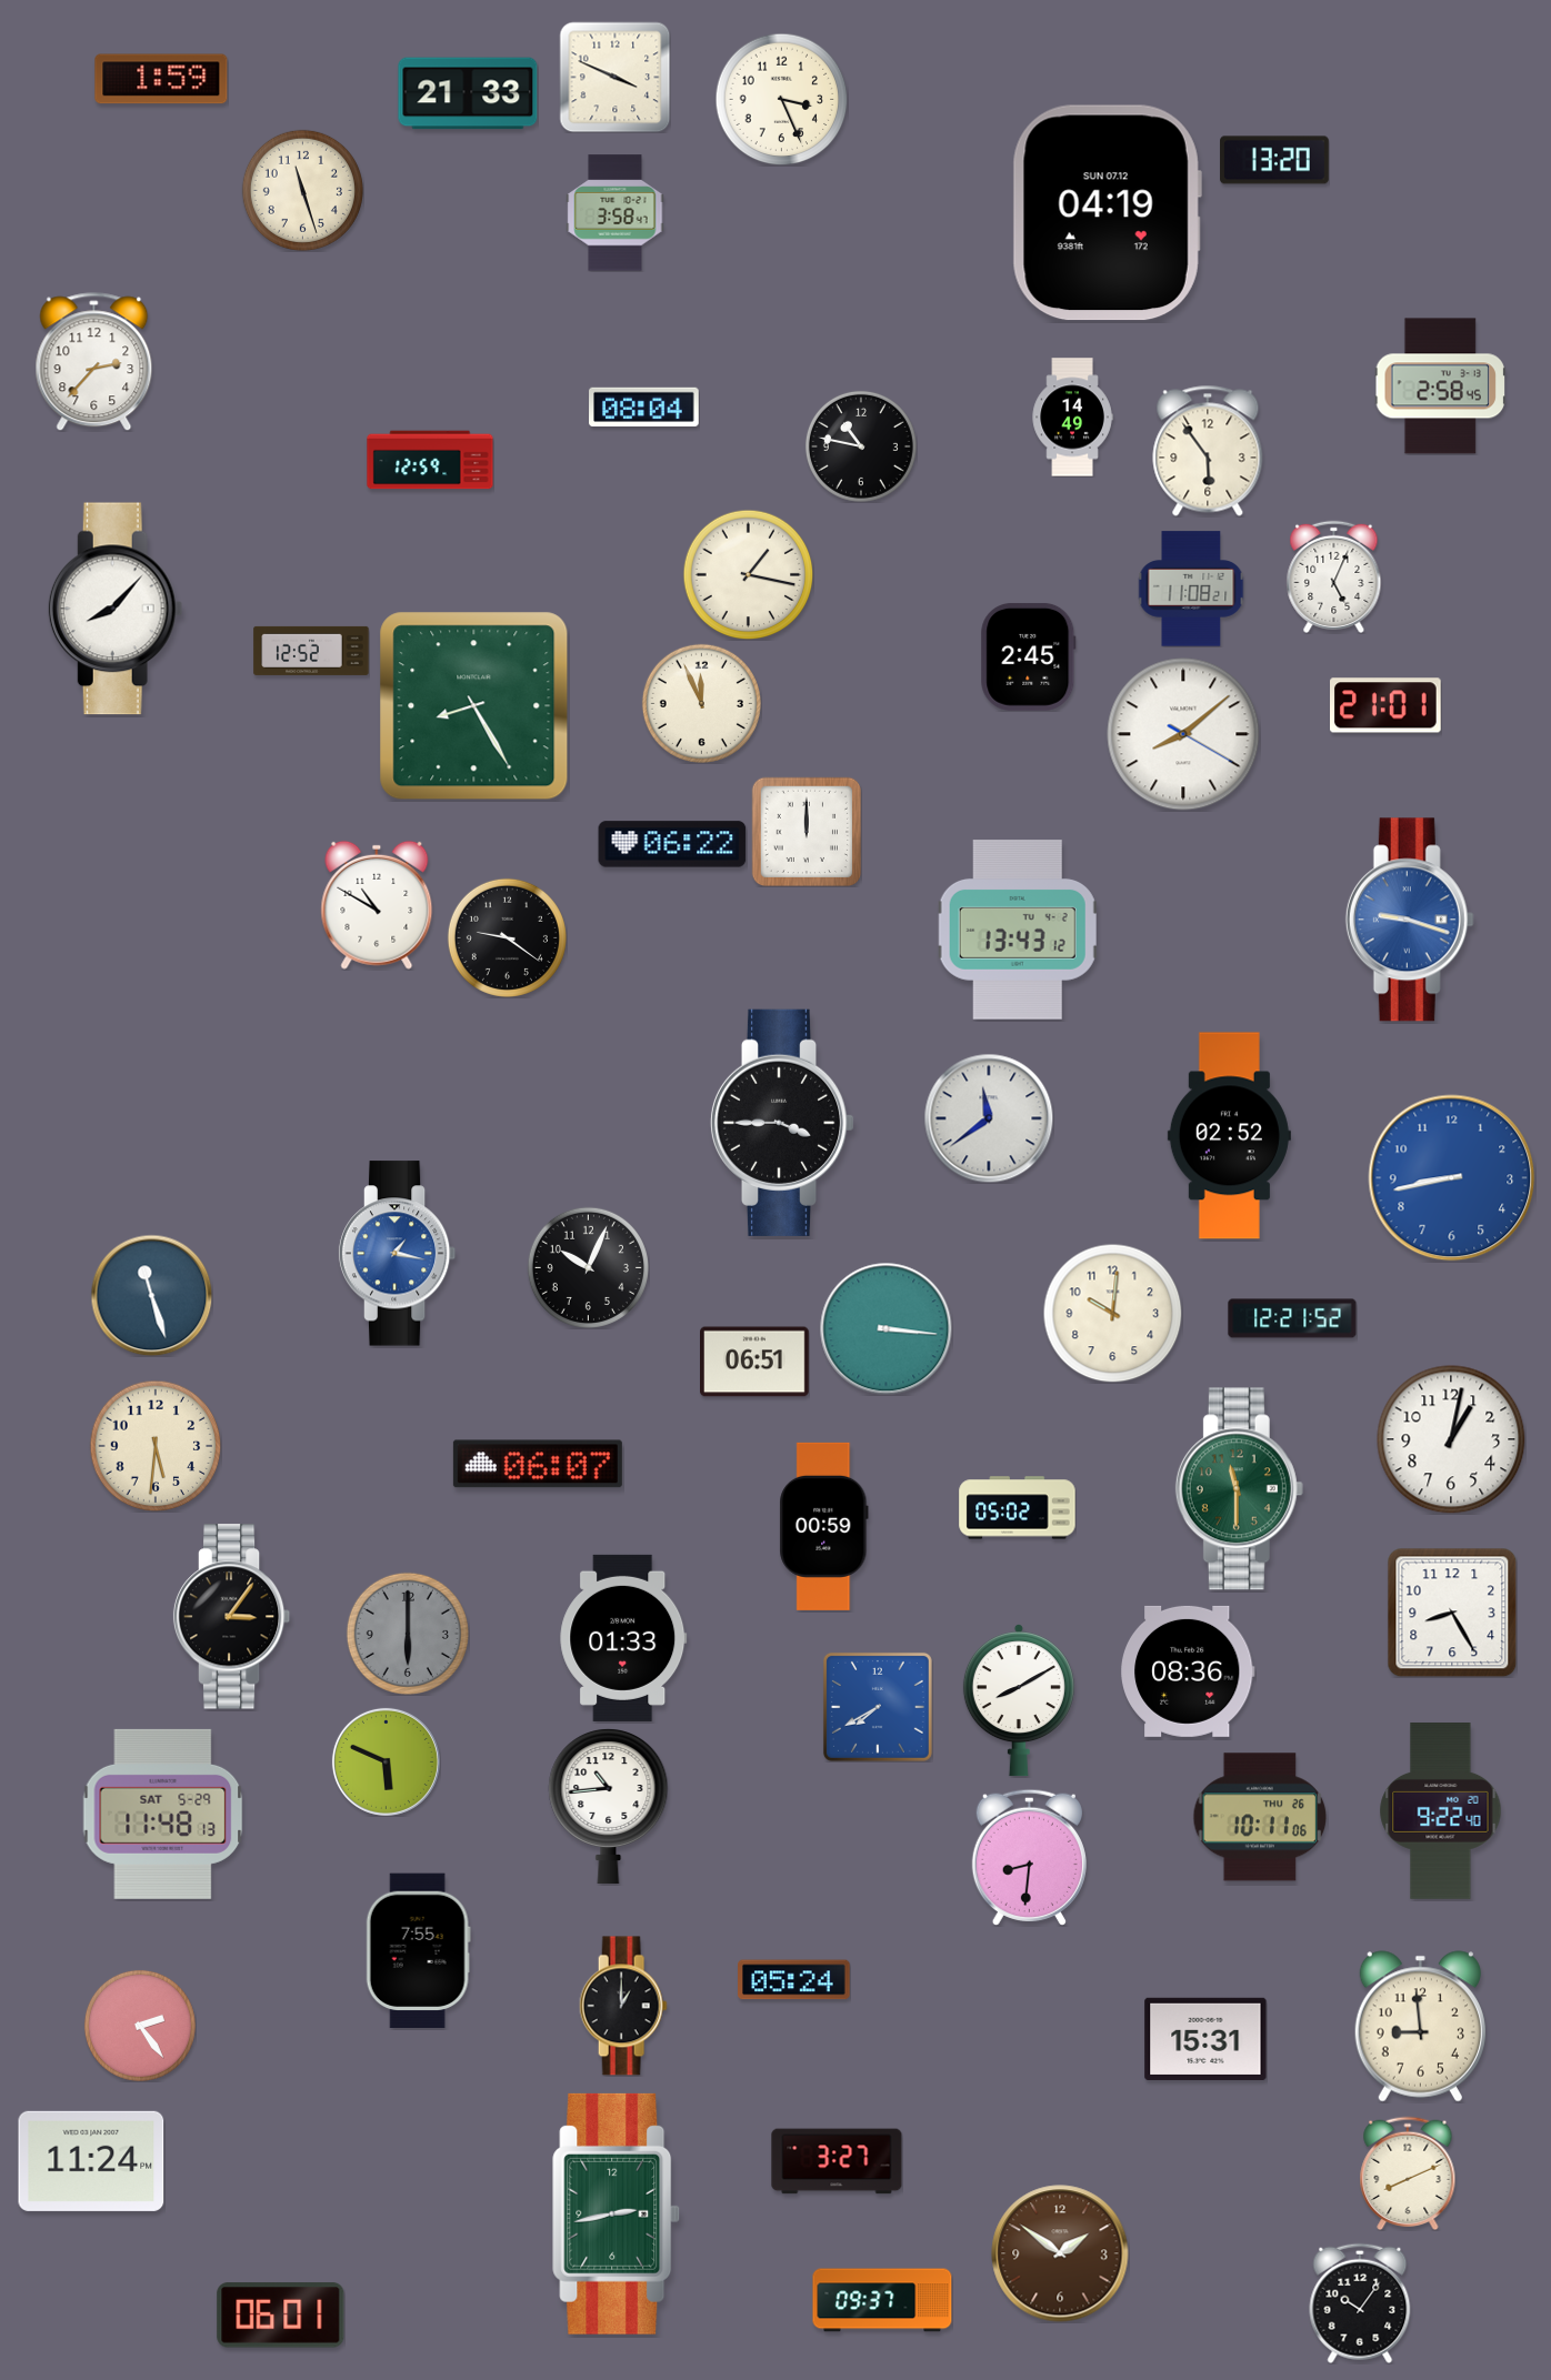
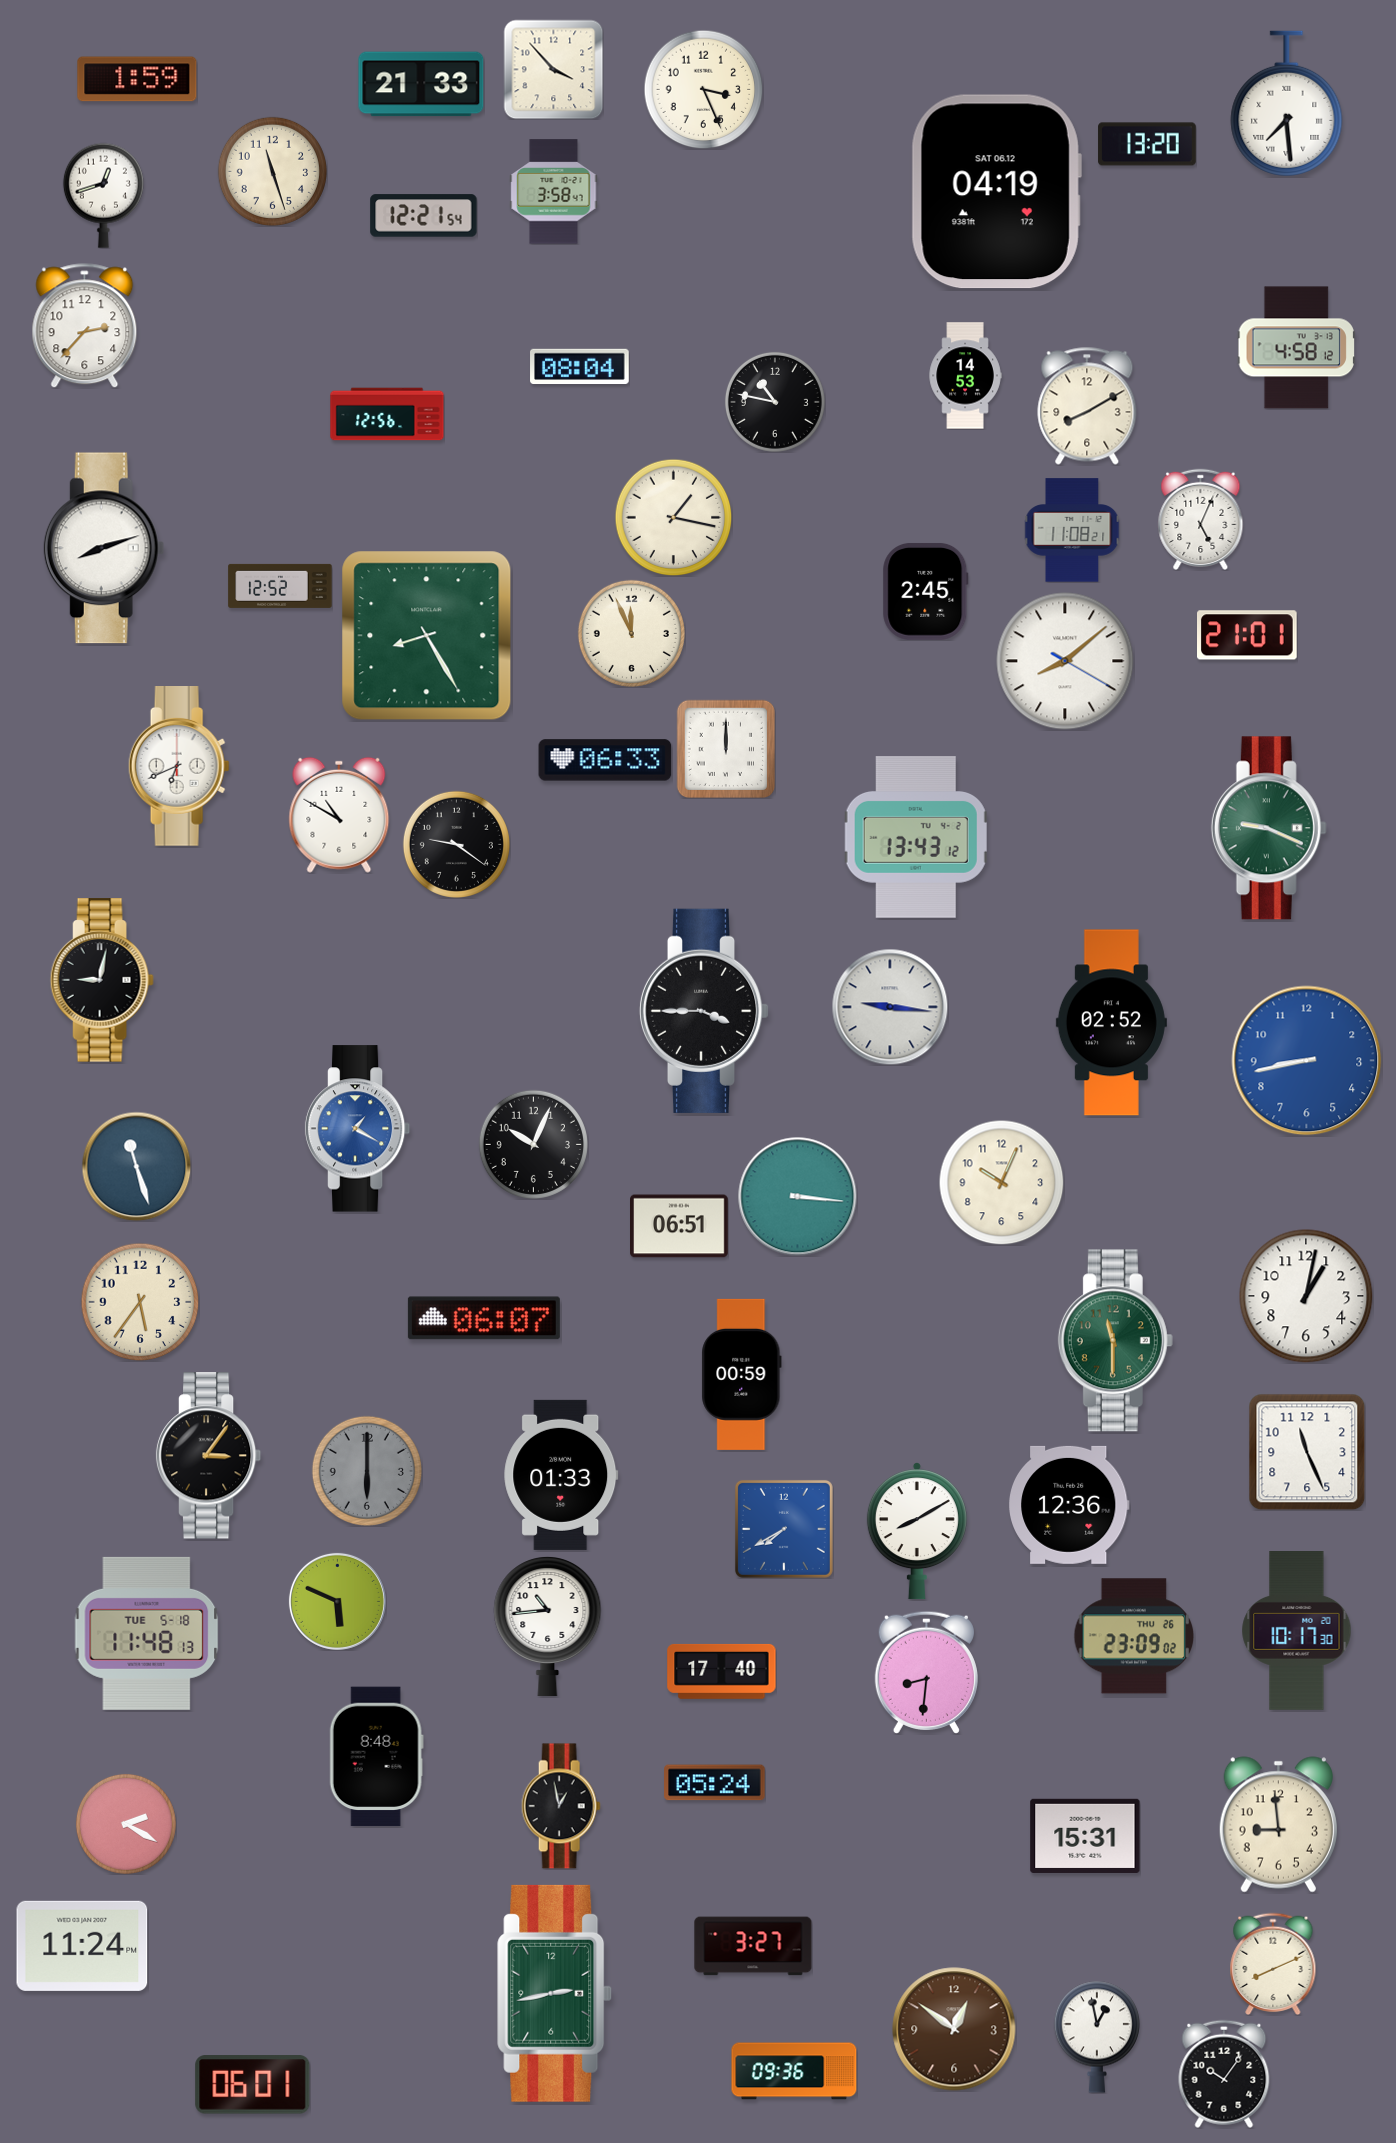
clock at (614, 77): 3:49 -> 3:53
clock at (161, 79) position: (161, 79) -> (137, 79)
clock at (1287, 103): none -> 7:29
clock at (1107, 213) date: SUN 07.12 -> SAT 06.12
clock at (103, 195): none -> 12:42
clock at (424, 216): none -> 12:21
clock at (1440, 386): 2:58 -> 4:58
clock at (1072, 418): 14:49 -> 14:53
clock at (1208, 451): 5:54 -> 8:10
clock at (430, 460): 12:59 -> 12:56
clock at (116, 609): 8:07 -> 8:12
clock at (672, 844): 06:22 -> 06:33
clock at (179, 767): none -> 6:41
clock at (1410, 920): 9:18 -> 9:19
clock at (1410, 920) dial: blue -> green
clock at (102, 980): none -> 9:02
clock at (989, 1118): 11:39 -> 9:16
clock at (1229, 1136) position: (1229, 1136) -> (1111, 1023)
clock at (398, 1254): 1:17 -> 1:20
clock at (588, 1267) position: (588, 1267) -> (533, 1144)
clock at (1112, 1313): 10:01 -> 10:04
clock at (1292, 1318): 12:21 -> none
clock at (156, 1446): 5:31 -> 5:36
clock at (1018, 1508): 05:02 -> none
clock at (1452, 1613): 8:25 -> 11:26
clock at (1188, 1671): 08:36 -> 12:36
clock at (878, 1707) position: (878, 1707) -> (784, 1529)
clock at (386, 1761) position: (386, 1761) -> (337, 1601)
clock at (1441, 1811): 9:22 -> 10:17
clock at (163, 1814) date: SAT 5-29 -> TUE 5-18
clock at (1260, 1817): 10:11 -> 23:09
clock at (722, 1671): none -> 17:40
clock at (418, 1951): 7:55 -> 8:48
clock at (623, 2006): 1:00 -> 12:58
clock at (140, 2026): 2:24 -> 2:20
clock at (1408, 2173) position: (1408, 2173) -> (1273, 1964)
clock at (1060, 2253): 1:51 -> 12:51
clock at (1097, 2037): none -> 12:58
clock at (882, 2300): 09:37 -> 09:36
